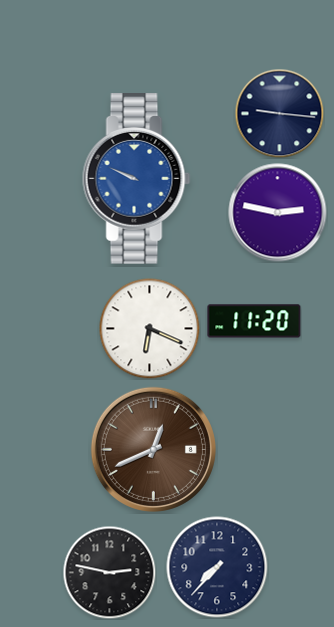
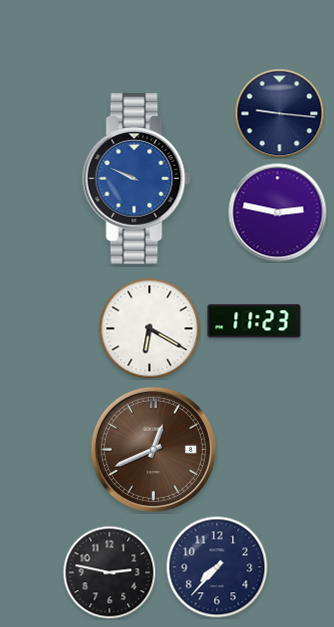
clock at (254, 321): 11:20 -> 11:23
clock at (150, 329): 6:19 -> 6:20
